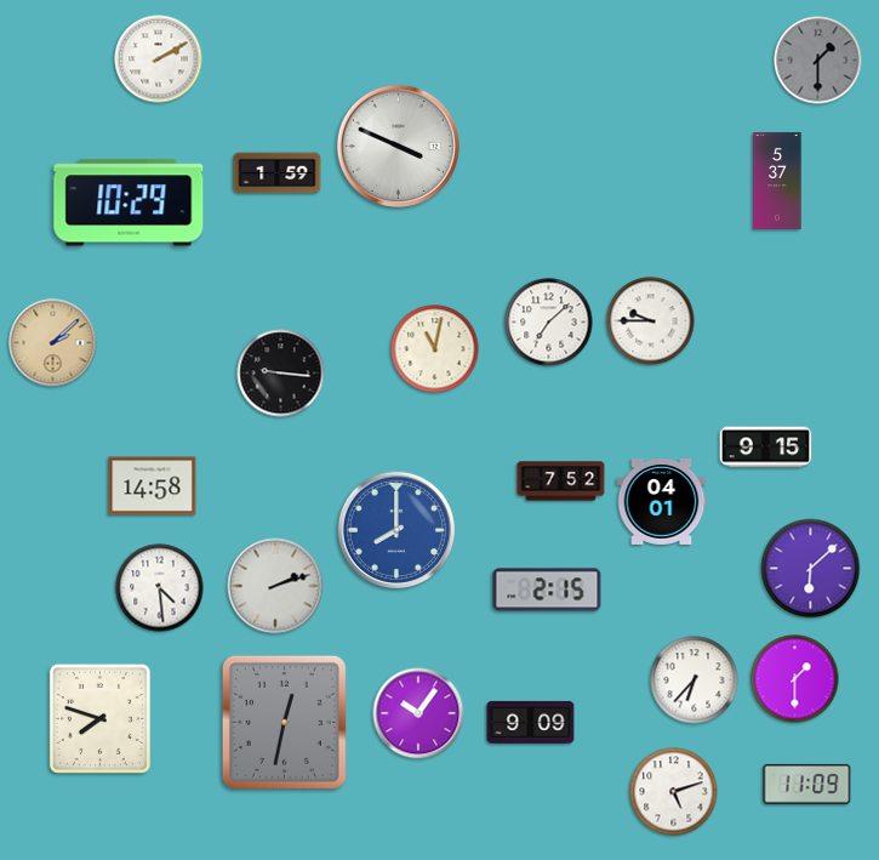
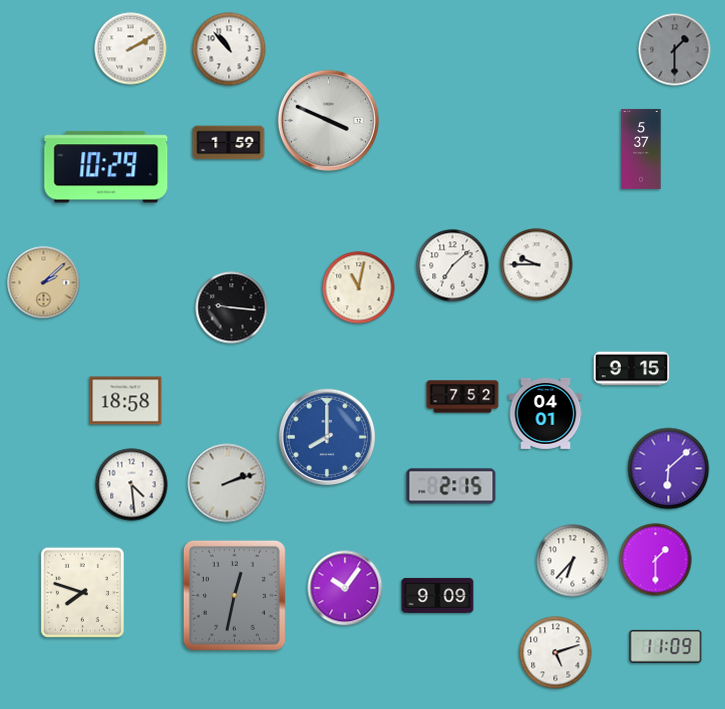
clock at (229, 49): none -> 10:53
clock at (153, 486): 14:58 -> 18:58
